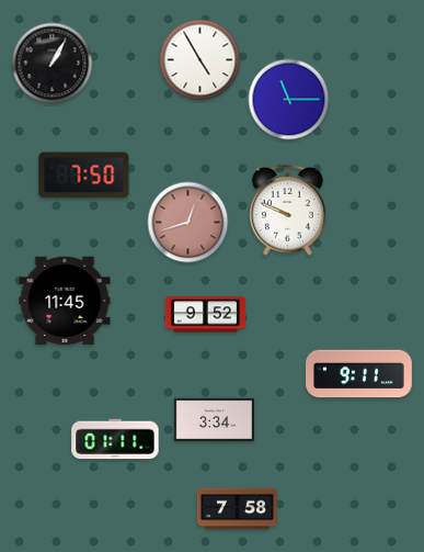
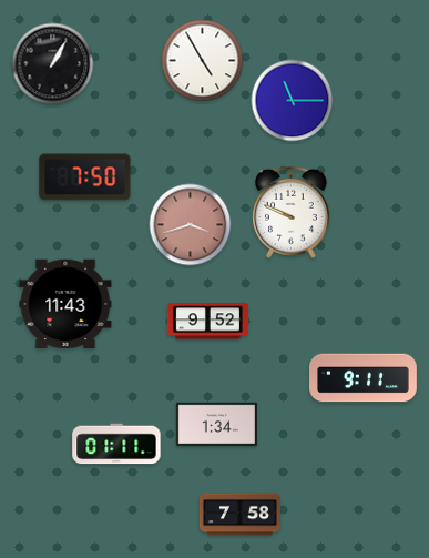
clock at (188, 223): 12:42 -> 3:42
clock at (65, 301): 11:45 -> 11:43
clock at (205, 315) position: (205, 315) -> (207, 322)
clock at (214, 420): 3:34 -> 1:34
